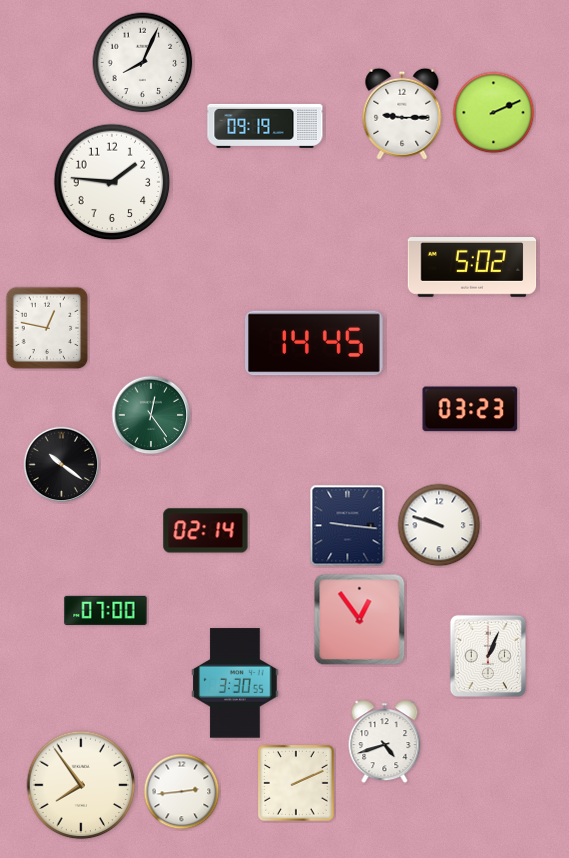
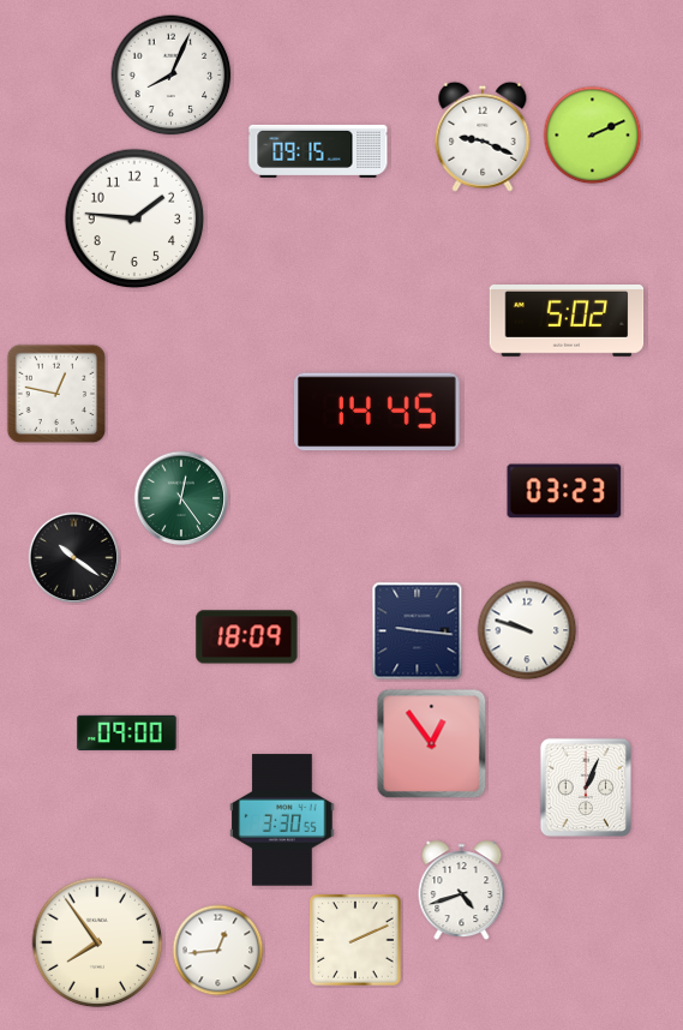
clock at (402, 114): 9:15 -> 9:19
clock at (265, 126): 09:19 -> 09:15
clock at (206, 531): 02:14 -> 18:09
clock at (106, 610): 07:00 -> 09:00
clock at (182, 792): 2:44 -> 12:44
